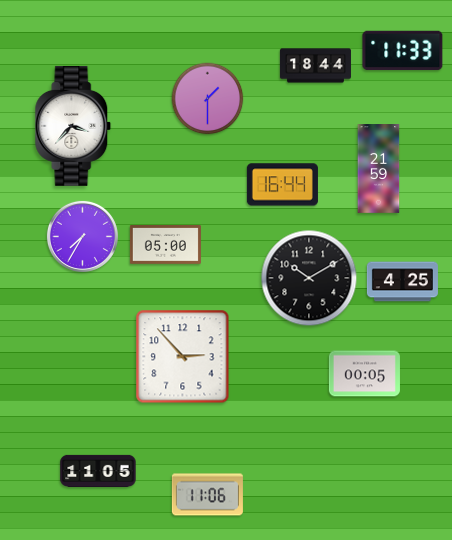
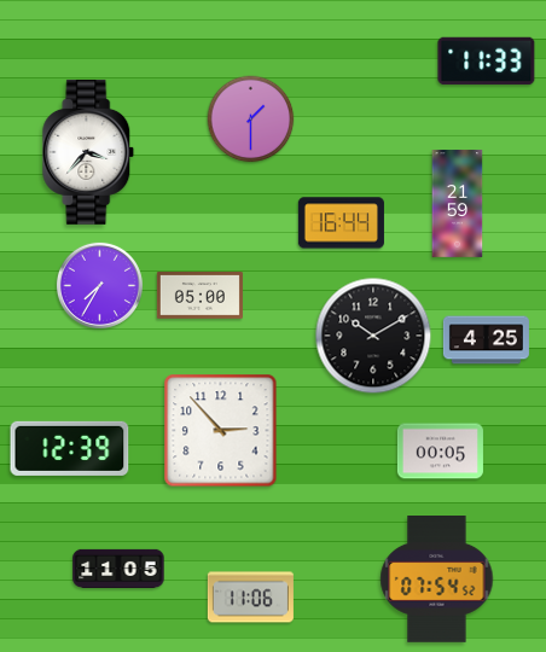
clock at (315, 66): 18:44 -> none
clock at (70, 448): none -> 12:39
clock at (437, 580): none -> 07:54
